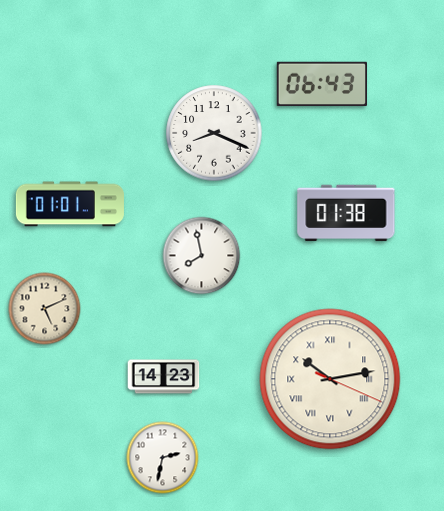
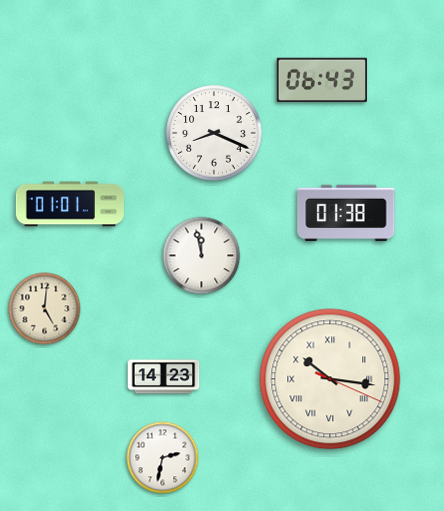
clock at (321, 84) position: (321, 84) -> (321, 80)
clock at (202, 256): 7:58 -> 11:58
clock at (45, 309): 5:11 -> 5:01
clock at (330, 379): 10:13 -> 10:16
